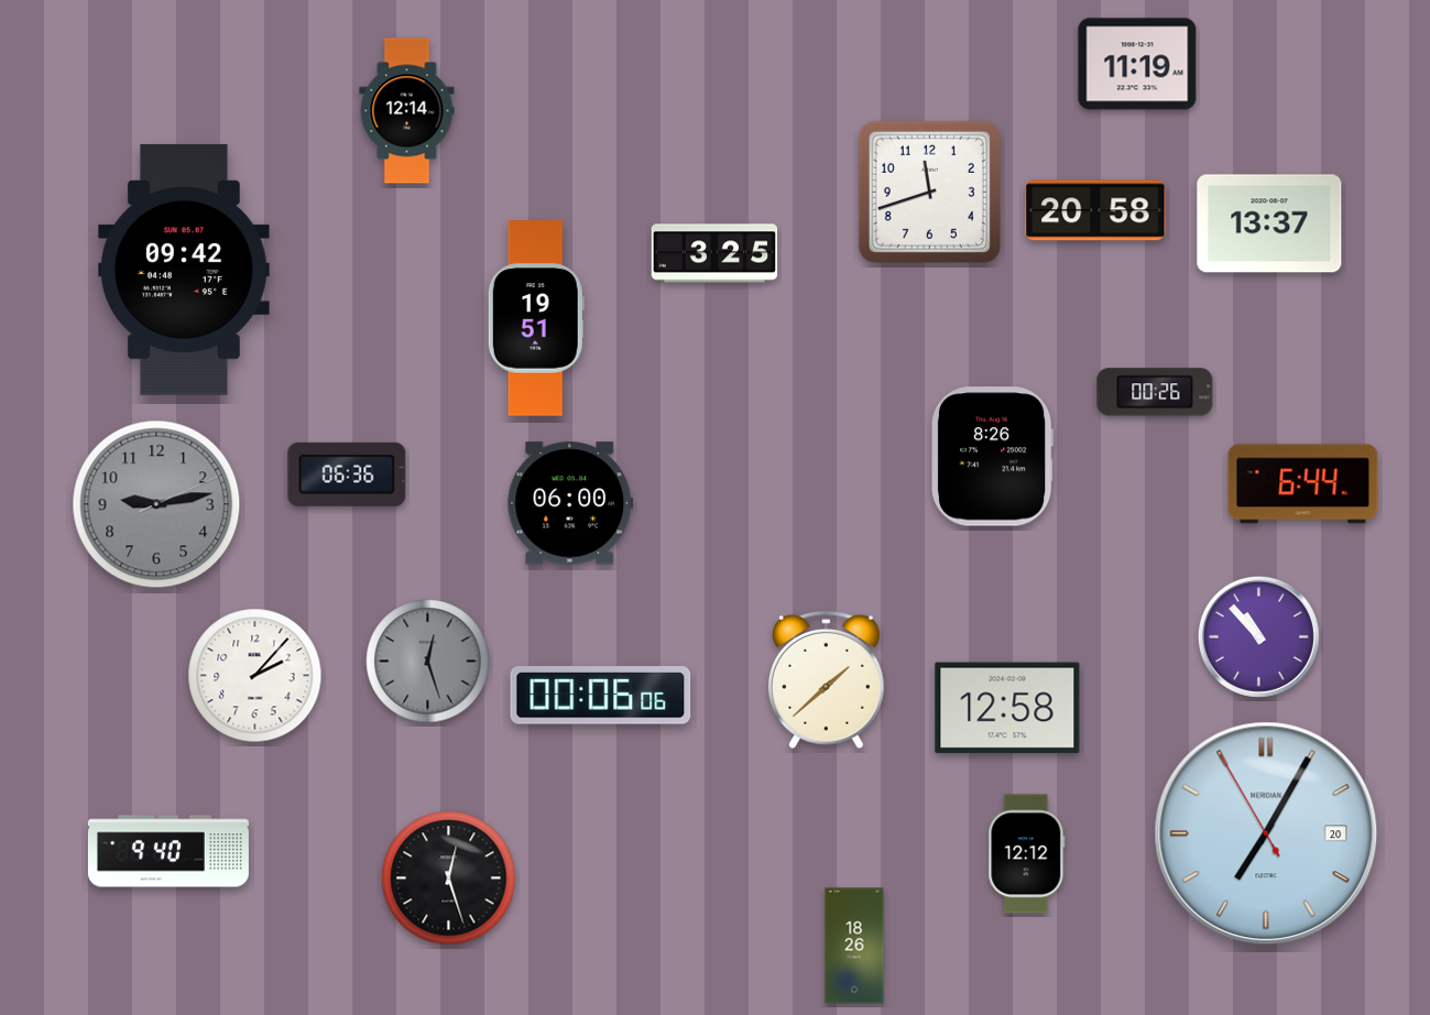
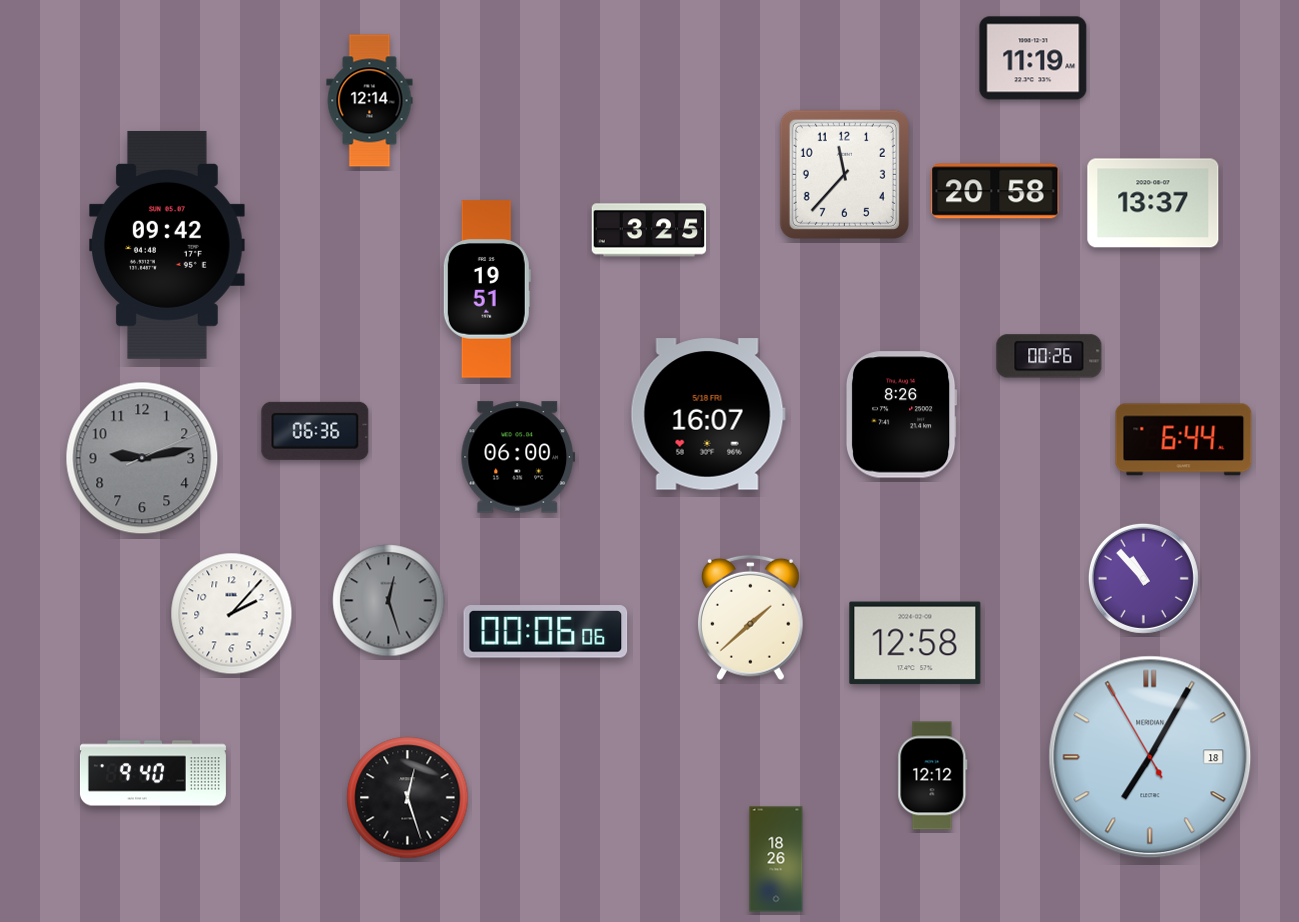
clock at (929, 192): 11:42 -> 11:37
clock at (708, 414): none -> 16:07
clock at (1266, 833) date: 20 -> 18
